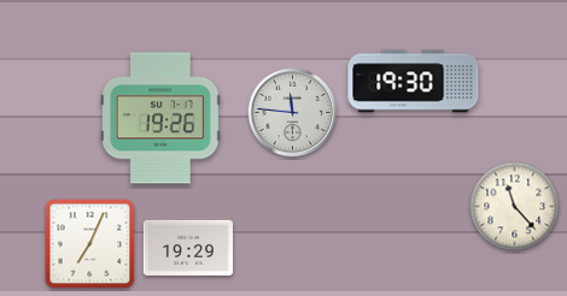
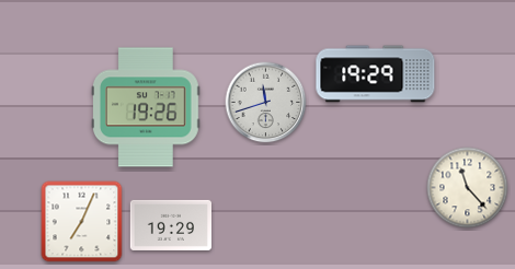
clock at (414, 82): 19:30 -> 19:29
clock at (293, 113): 11:46 -> 11:42
